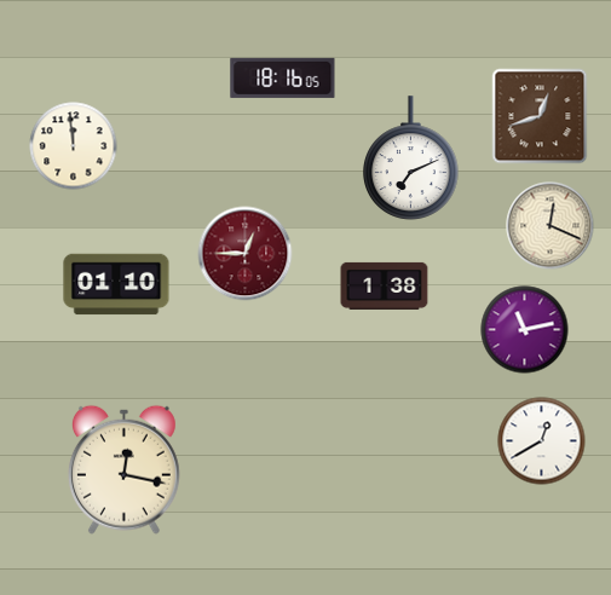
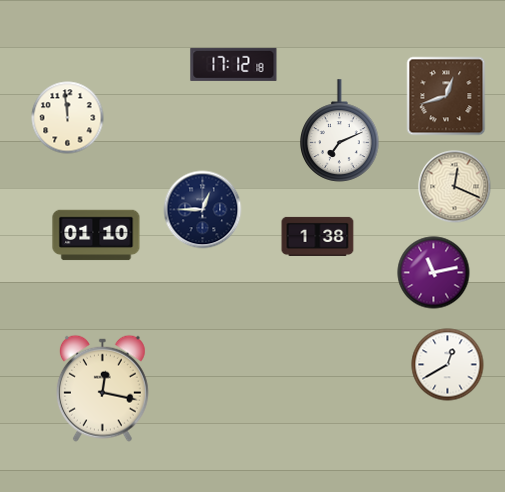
clock at (283, 77): 18:16 -> 17:12
clock at (74, 146) position: (74, 146) -> (68, 118)
clock at (246, 254) dial: burgundy -> navy
